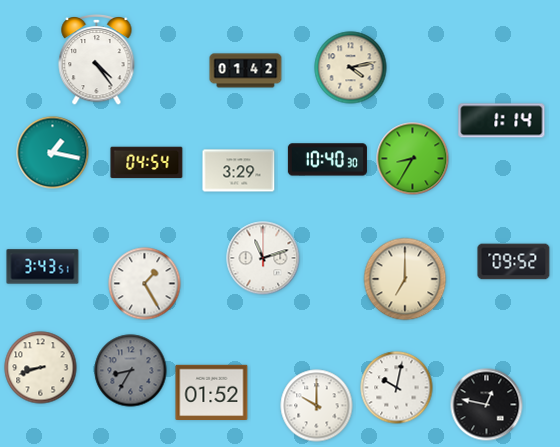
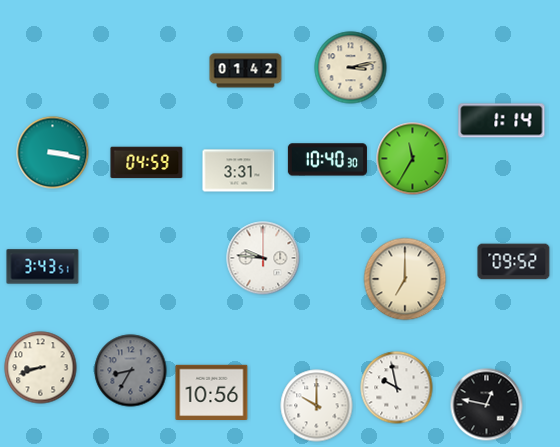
clock at (97, 59): 4:24 -> none
clock at (351, 68): 4:13 -> 3:13
clock at (53, 153): 1:17 -> 3:17
clock at (413, 159): 8:35 -> 11:35
clock at (147, 163): 04:54 -> 04:59
clock at (239, 171): 3:29 -> 3:31
clock at (263, 258): 11:12 -> 9:46
clock at (145, 284): 1:25 -> none
clock at (397, 388): 10:02 -> 9:58
clock at (212, 393): 01:52 -> 10:56
